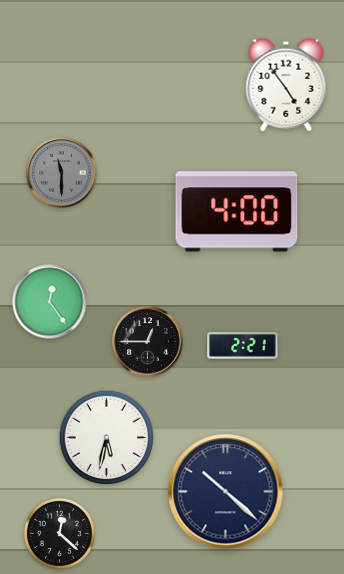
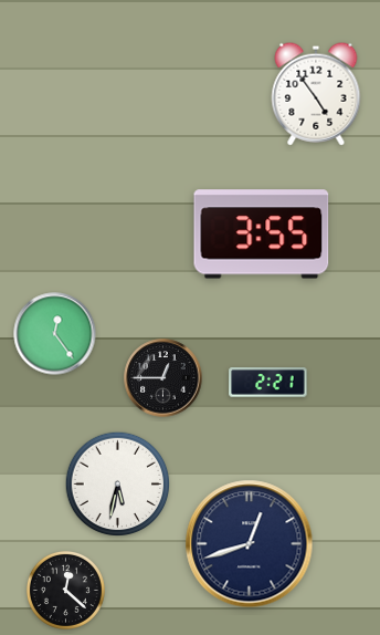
clock at (62, 173): 11:30 -> none
clock at (237, 212): 4:00 -> 3:55
clock at (226, 492): 10:22 -> 12:42
